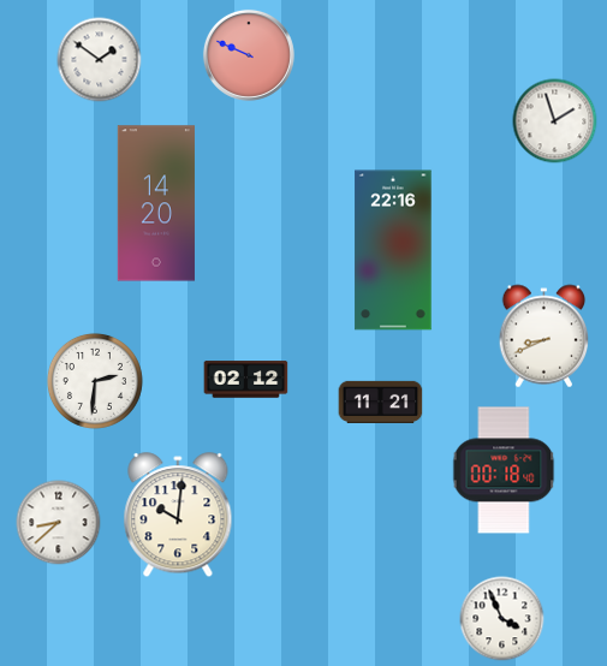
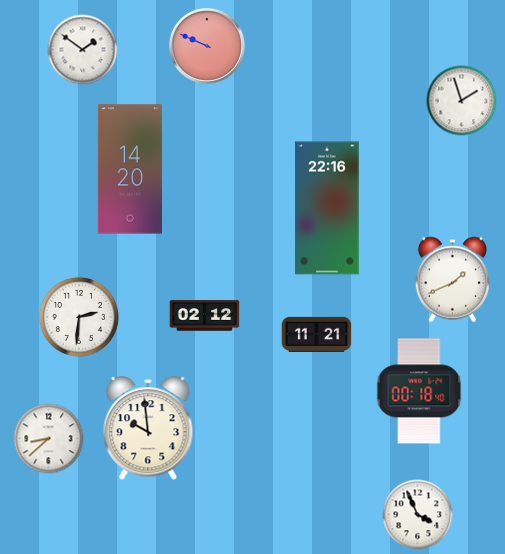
clock at (544, 337): 8:41 -> 1:41
clock at (178, 516): 10:01 -> 9:59
clock at (59, 523) position: (59, 523) -> (49, 439)
